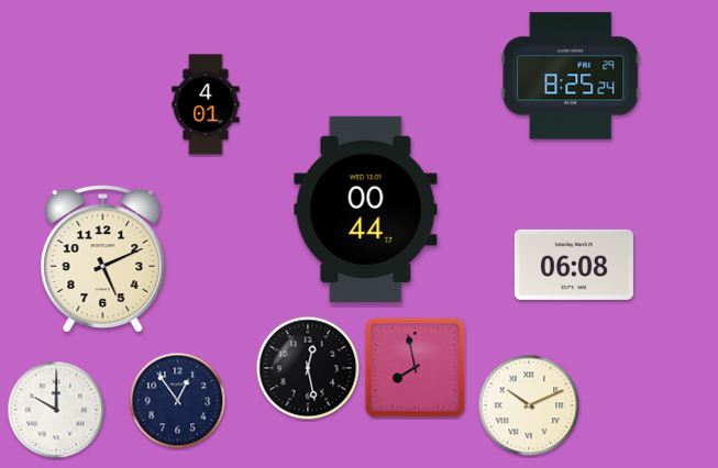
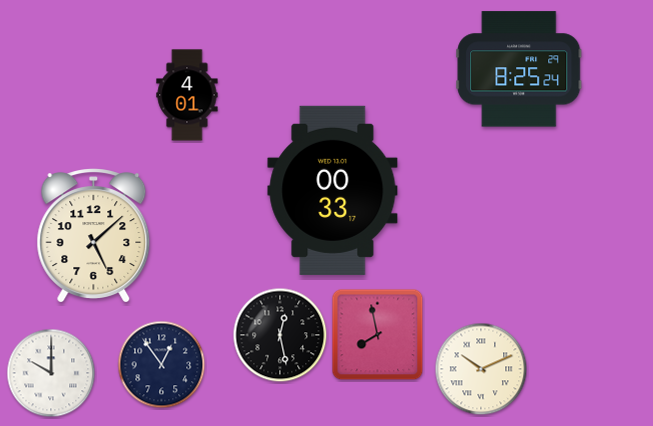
clock at (366, 209): 00:44 -> 00:33
clock at (103, 258): 5:11 -> 5:08
clock at (574, 265): 06:08 -> none
